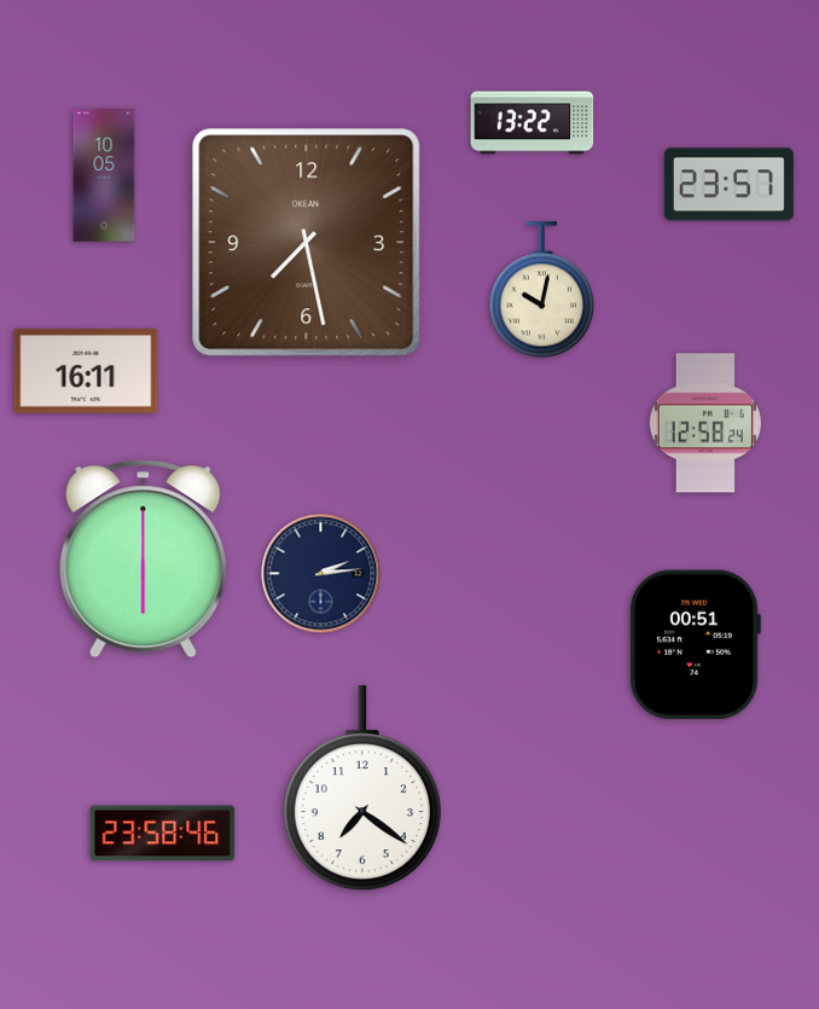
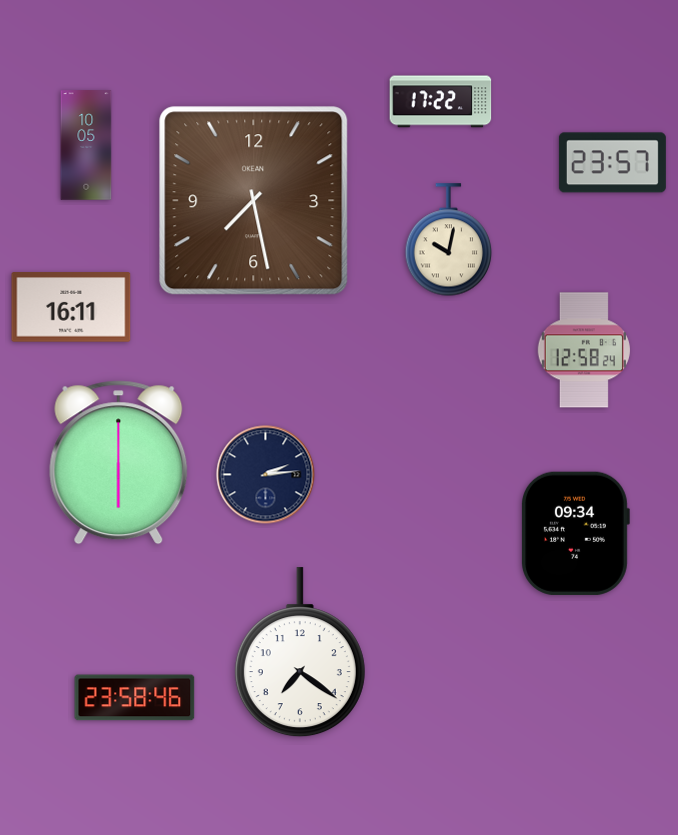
clock at (533, 123): 13:22 -> 17:22
clock at (728, 185) position: (728, 185) -> (612, 163)
clock at (696, 644): 00:51 -> 09:34
clock at (163, 834) position: (163, 834) -> (135, 698)
